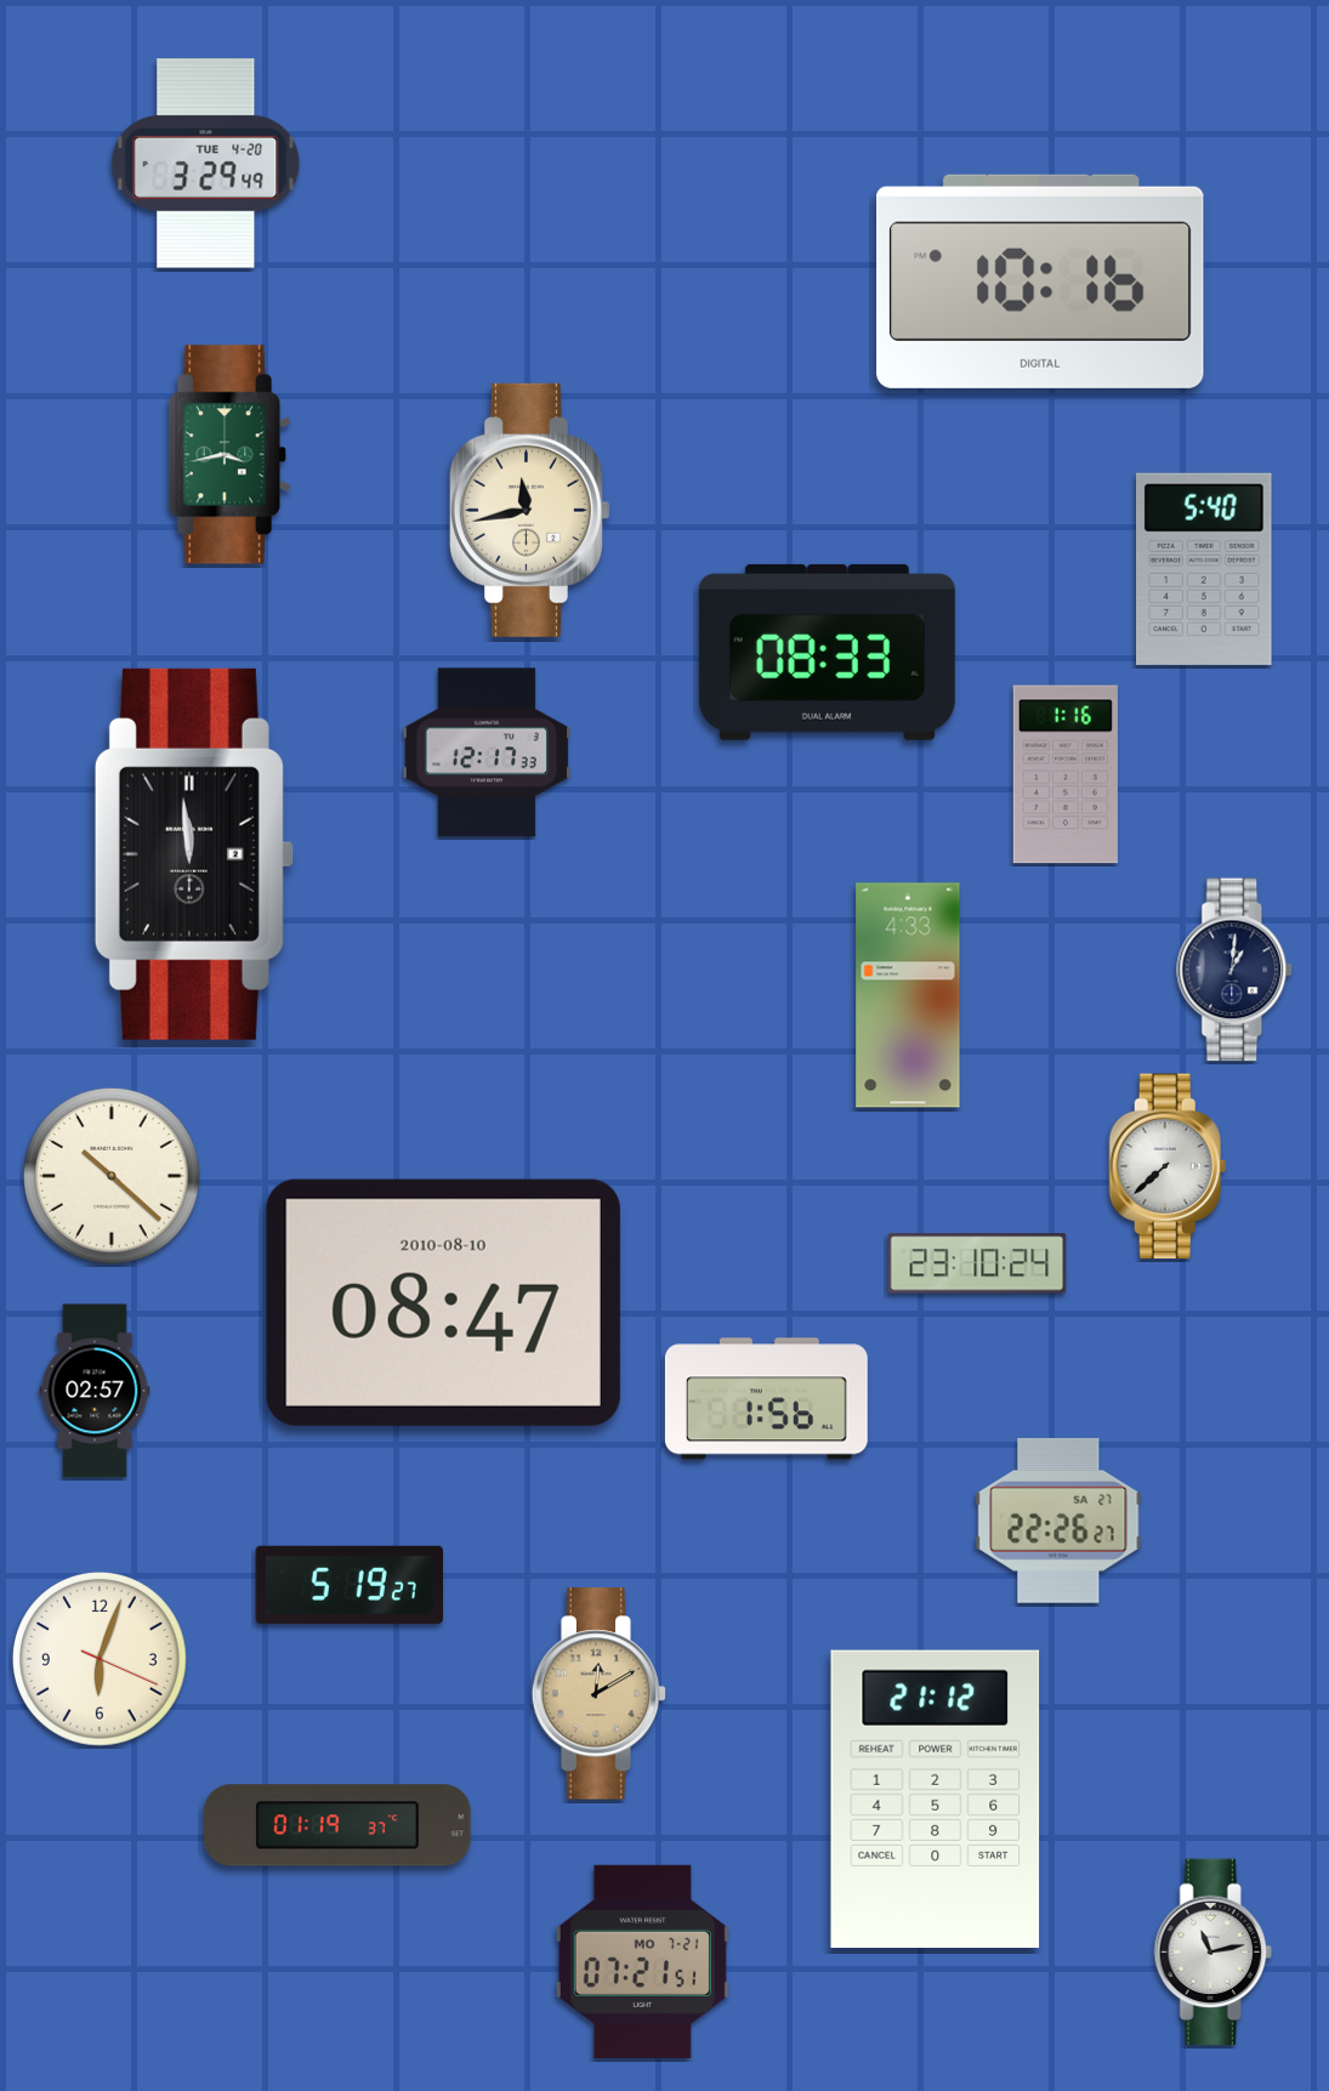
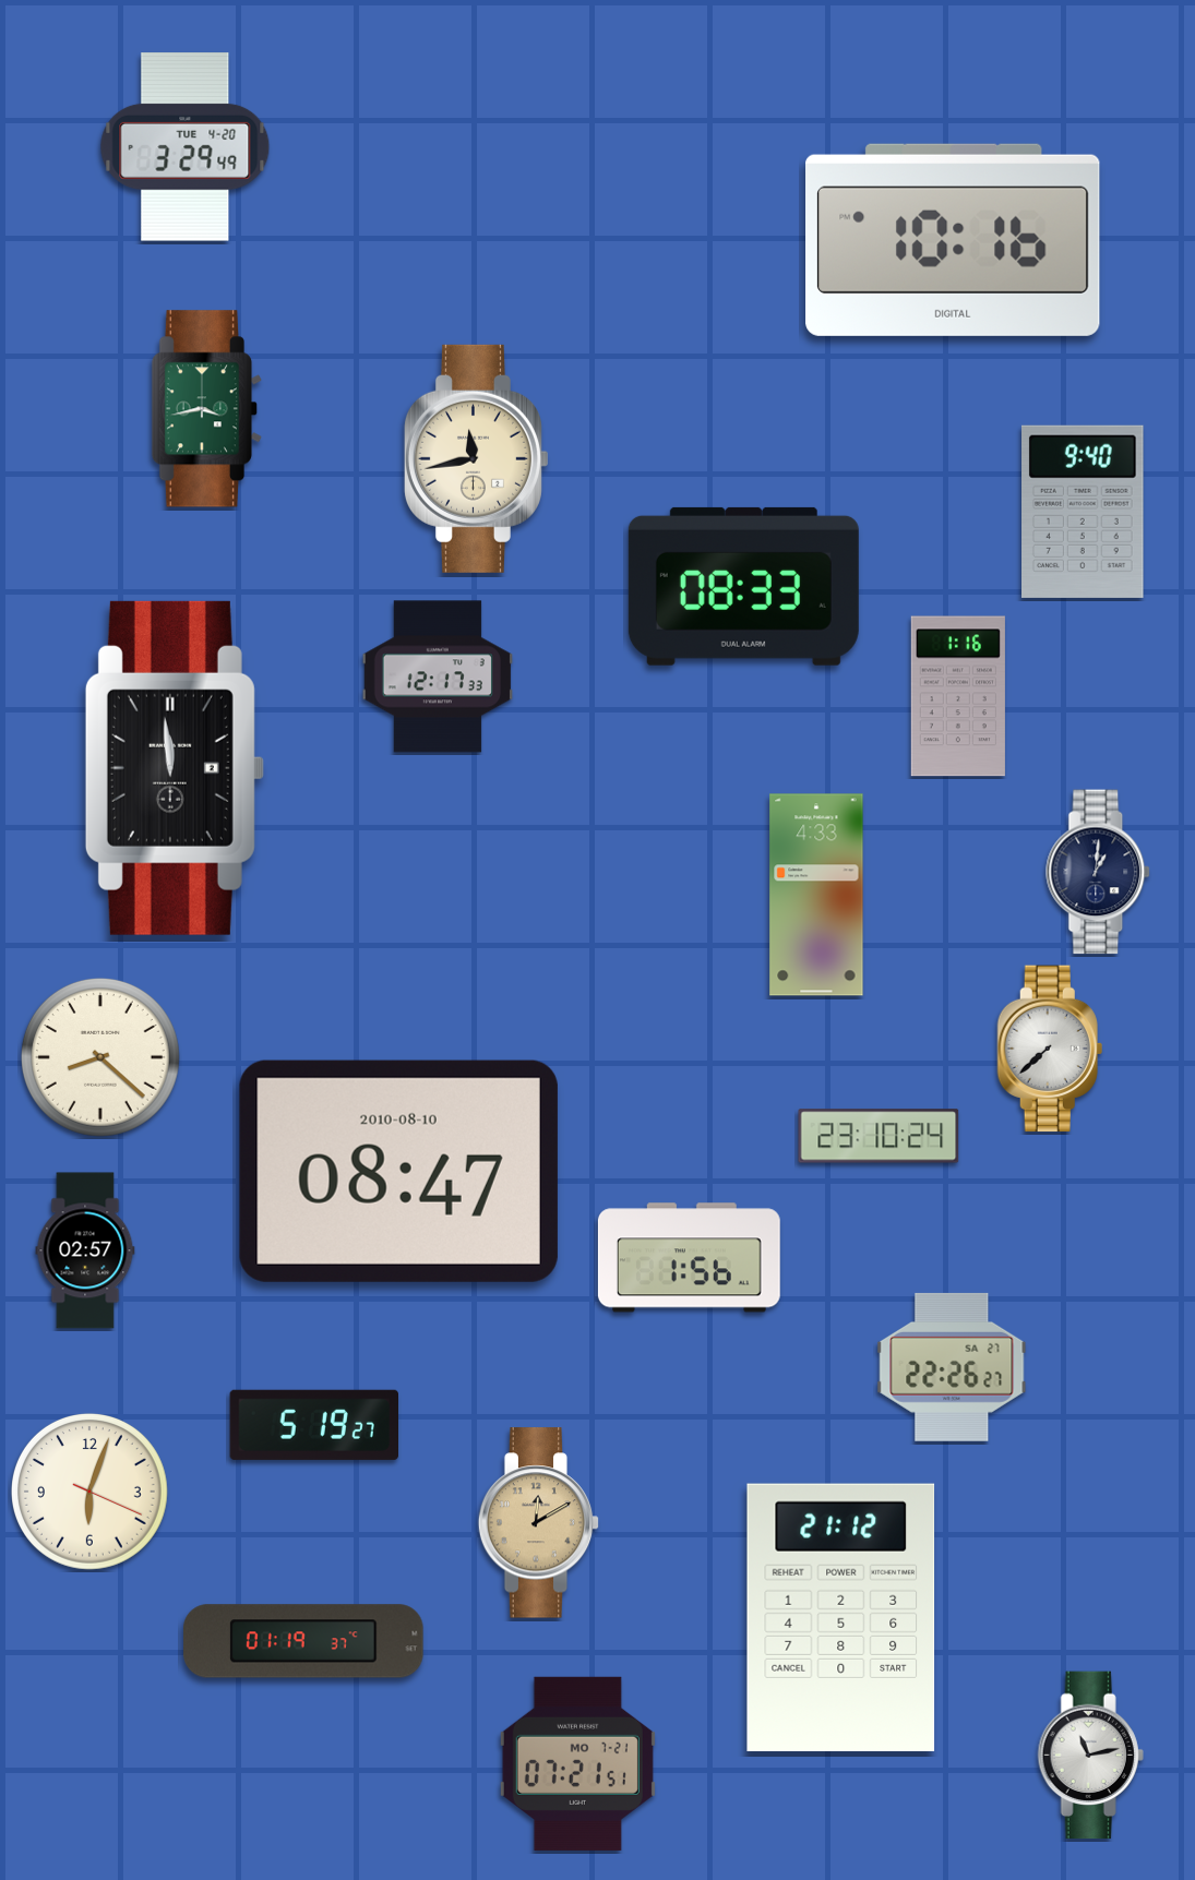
clock at (1040, 282) position: (1040, 282) -> (953, 240)
clock at (1205, 569): 5:40 -> 9:40
clock at (1236, 970) position: (1236, 970) -> (1099, 872)
clock at (112, 1176): 10:22 -> 8:22
